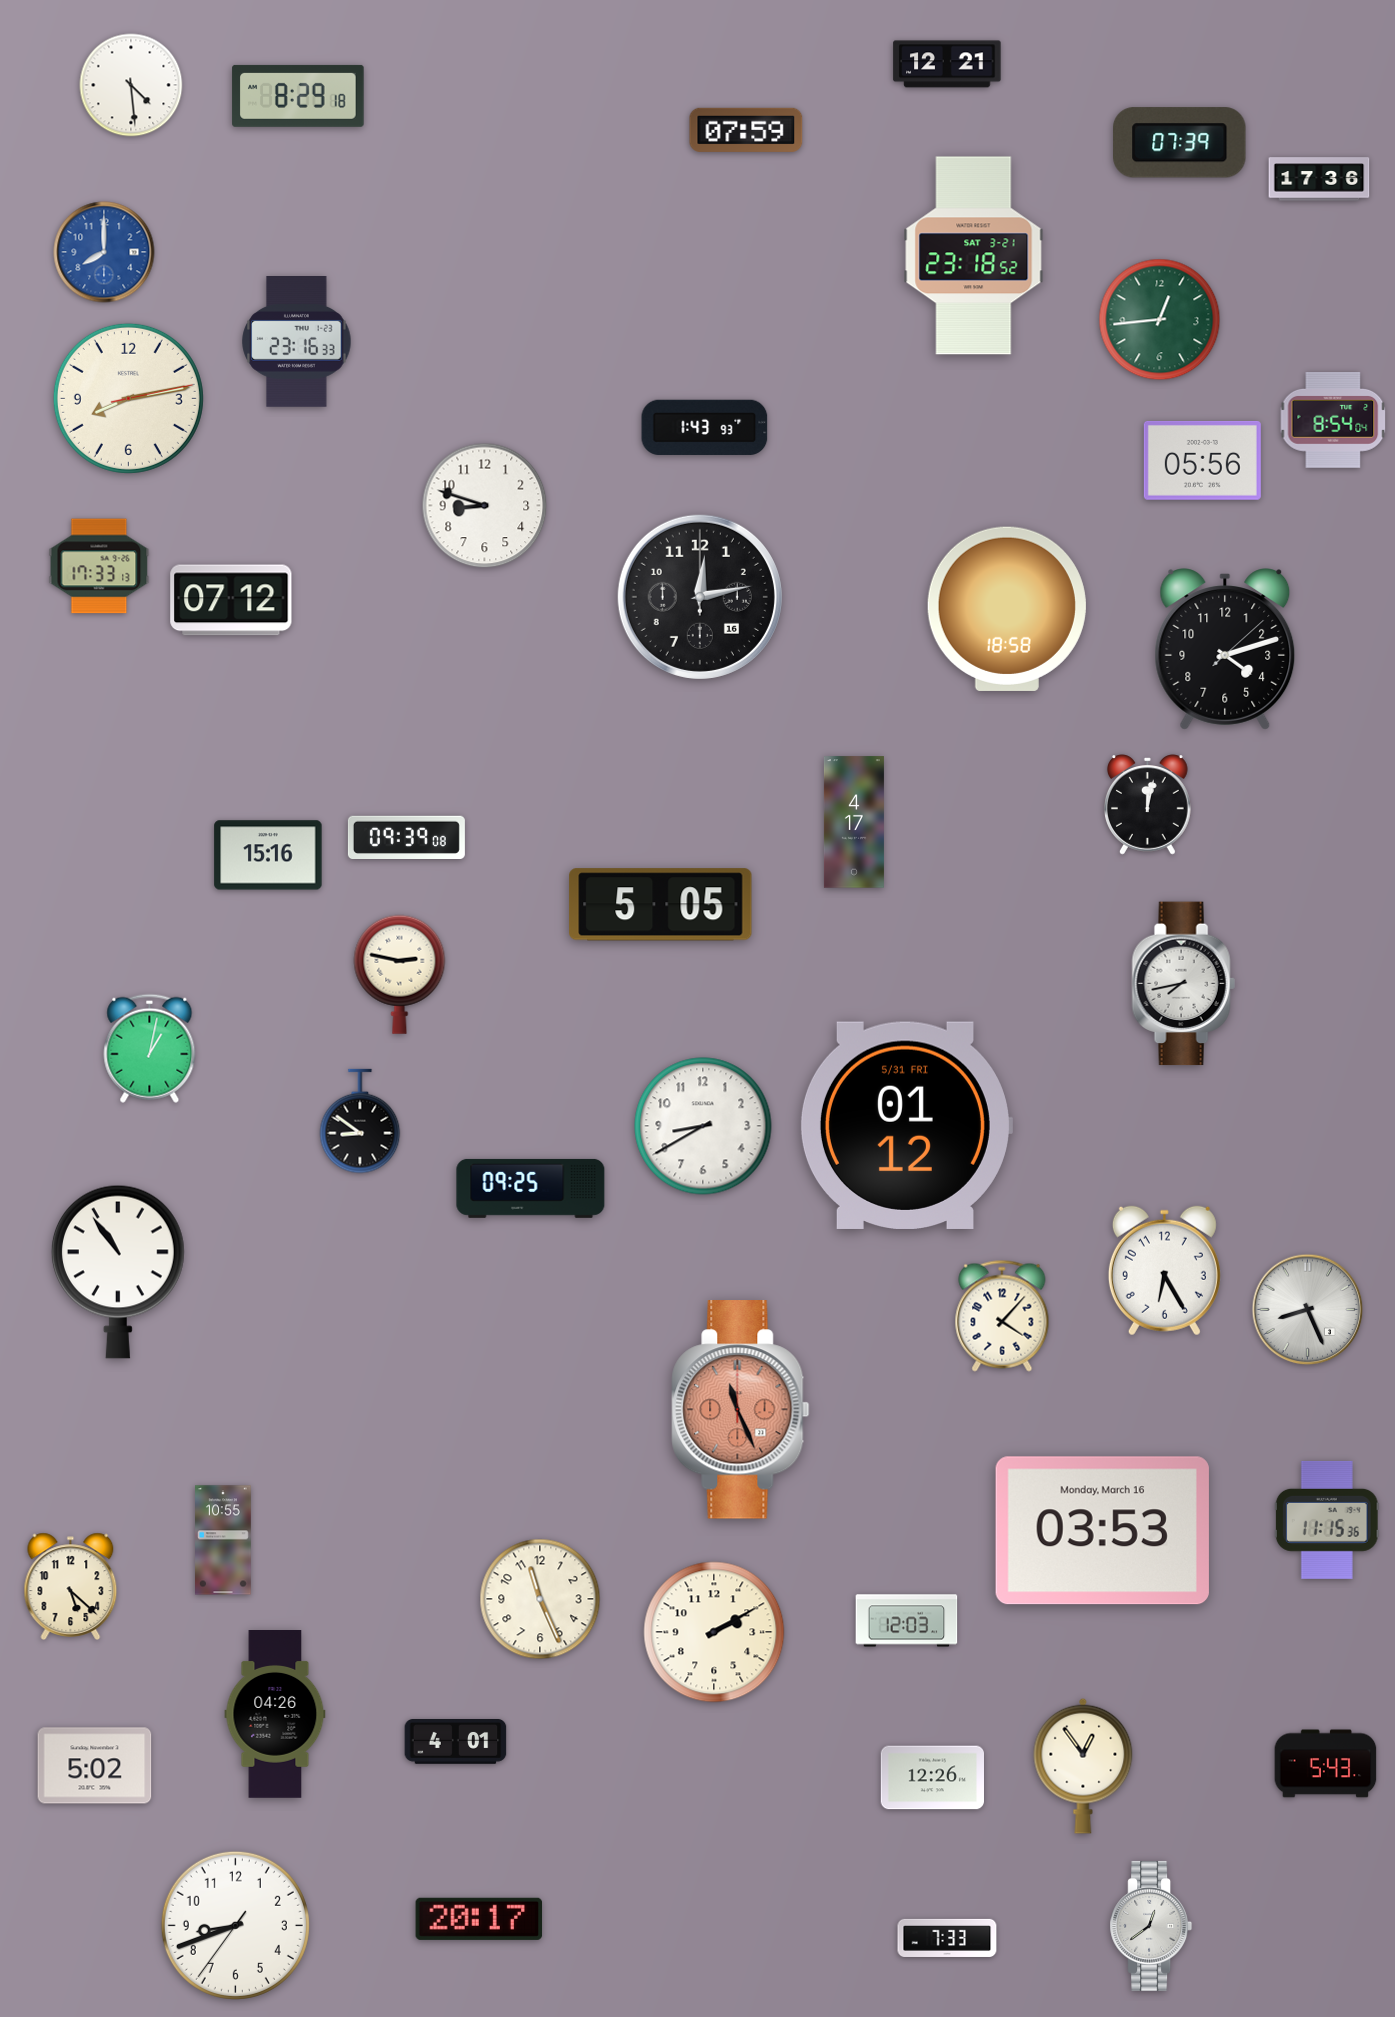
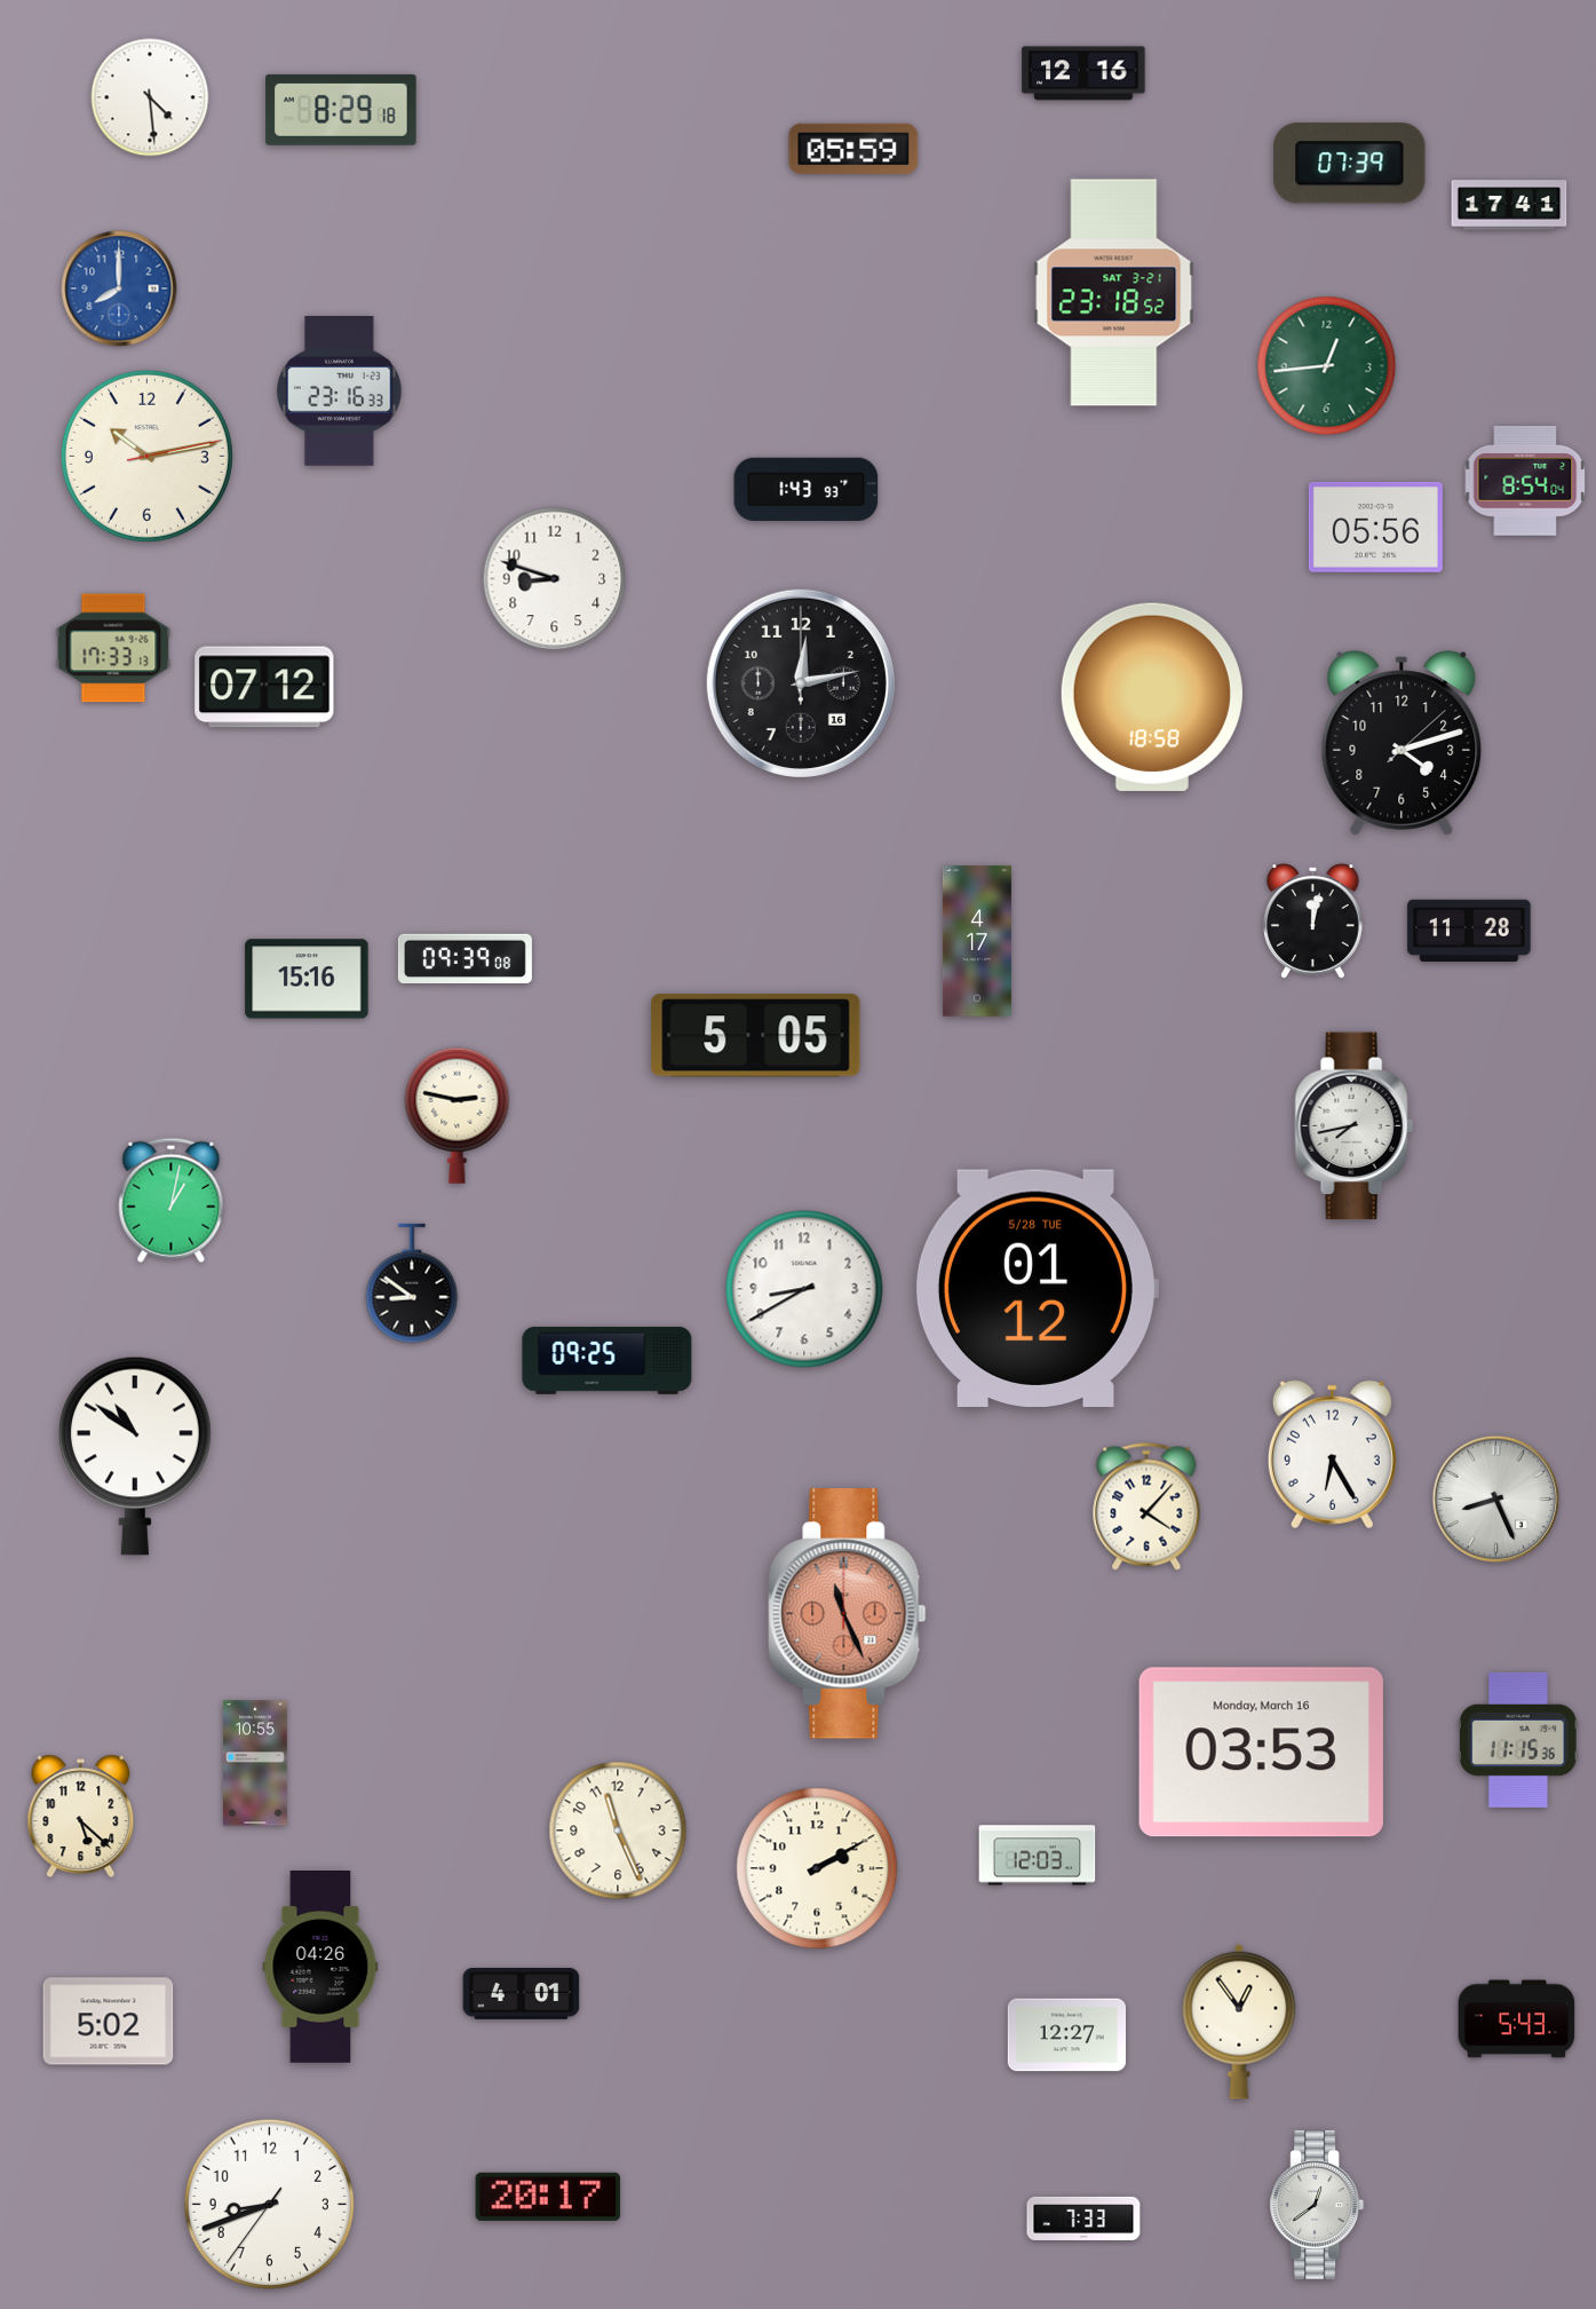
clock at (947, 64): 12:21 -> 12:16
clock at (746, 130): 07:59 -> 05:59
clock at (1319, 179): 17:36 -> 17:41
clock at (128, 398): 8:13 -> 10:13
clock at (1469, 930): none -> 11:28
clock at (906, 1125) date: 5/31 FRI -> 5/28 TUE
clock at (118, 1272): 10:54 -> 10:51
clock at (275, 1715) position: (275, 1715) -> (320, 1968)
clock at (932, 1778): 12:26 -> 12:27
